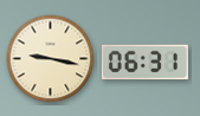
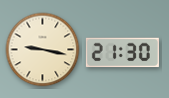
clock at (144, 63): 06:31 -> 21:30
